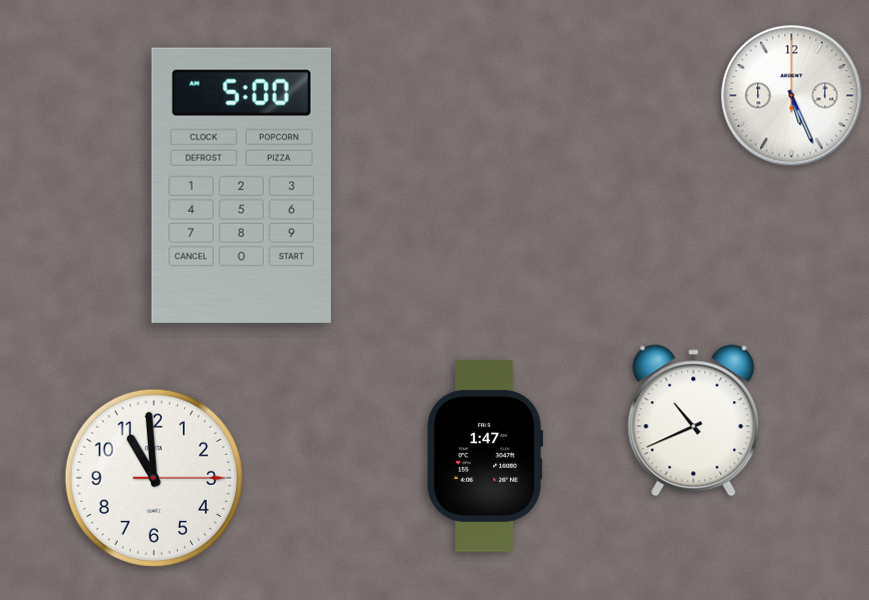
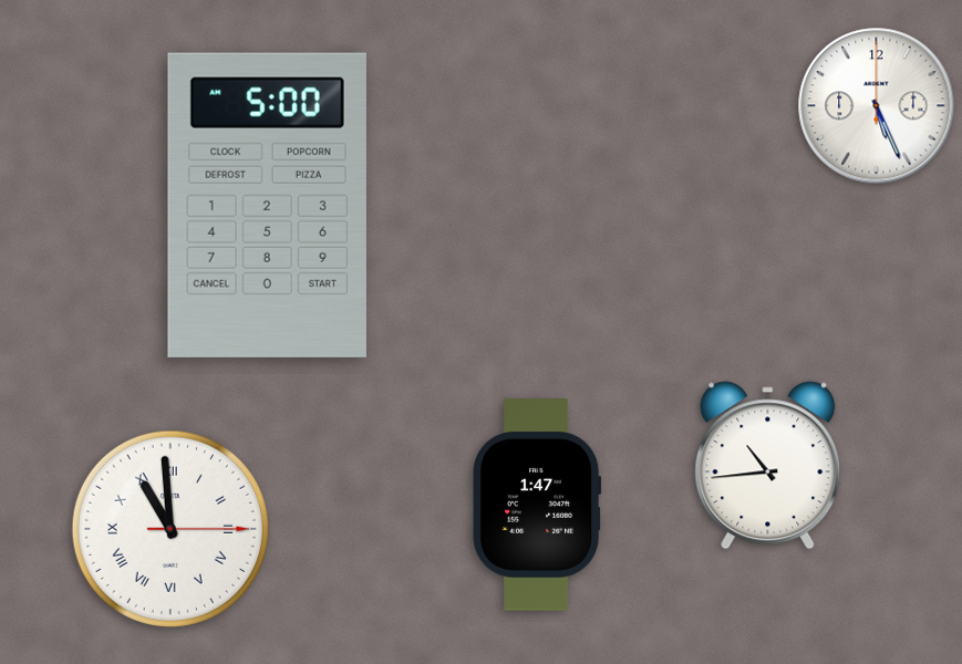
clock at (694, 421): 10:41 -> 10:44
clock at (154, 478) numerals: Arabic -> Roman
